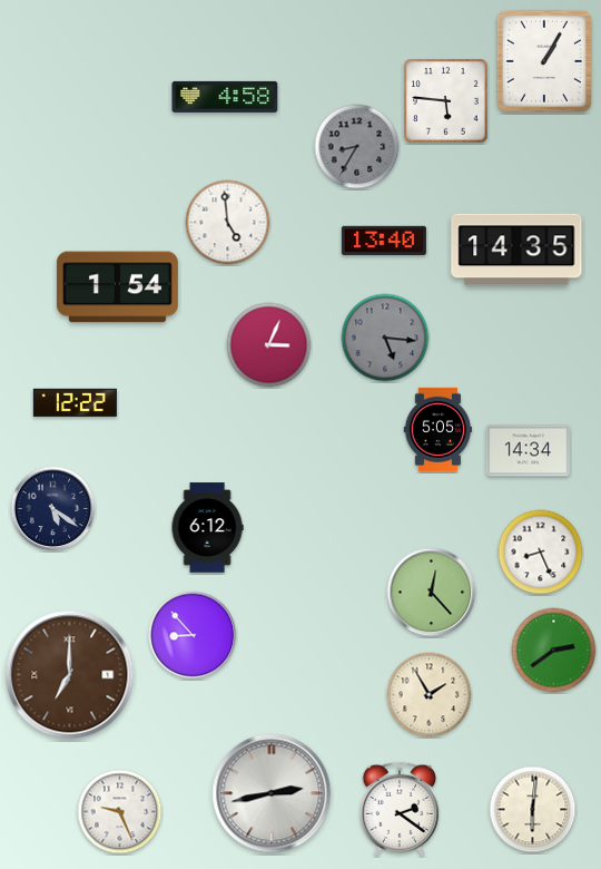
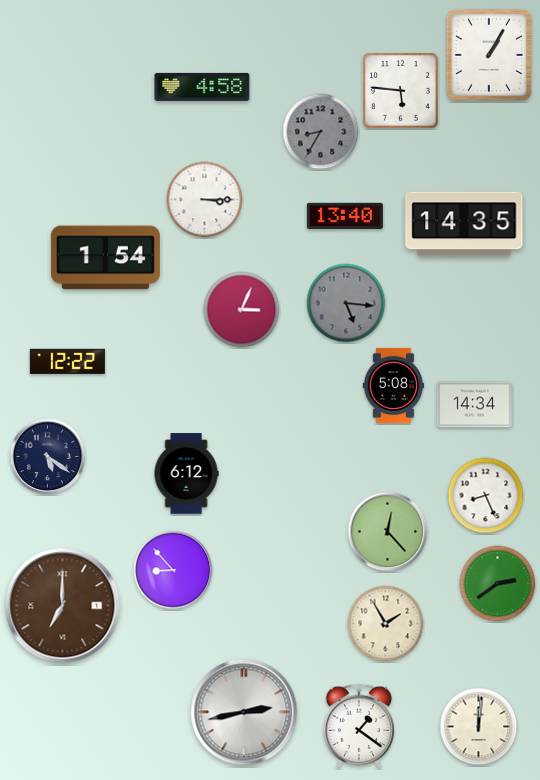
clock at (228, 223): 4:59 -> 3:15
clock at (439, 429): 5:05 -> 5:08
clock at (400, 808): 2:21 -> 1:21
clock at (533, 810): 6:01 -> 12:01
clock at (120, 812): 9:26 -> none
